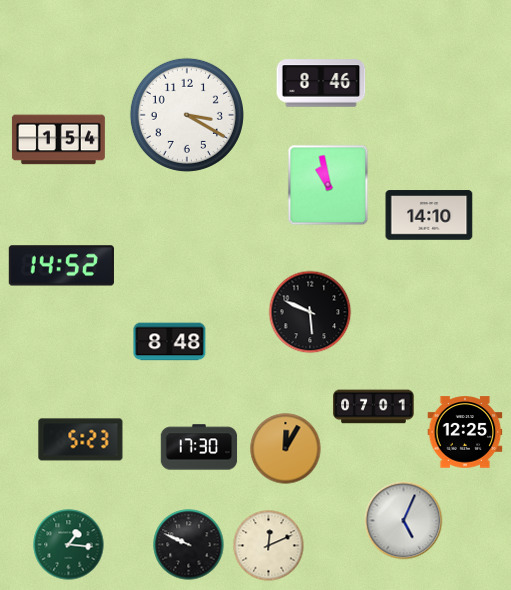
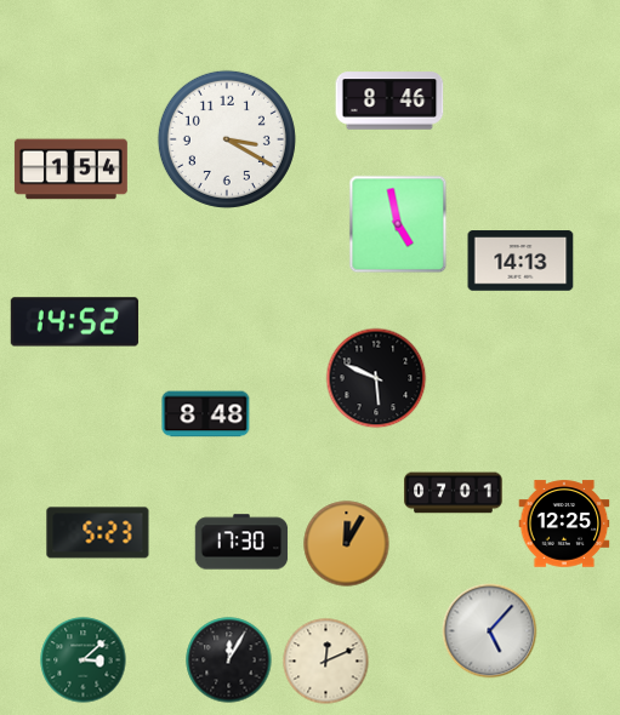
clock at (328, 185): 10:58 -> 4:58
clock at (429, 215): 14:10 -> 14:13
clock at (404, 521): 5:04 -> 5:07
clock at (69, 545): 1:16 -> 3:08
clock at (189, 545): 9:49 -> 12:05
